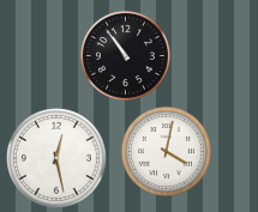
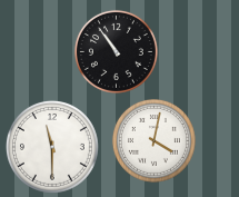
clock at (56, 158): 12:28 -> 11:30
